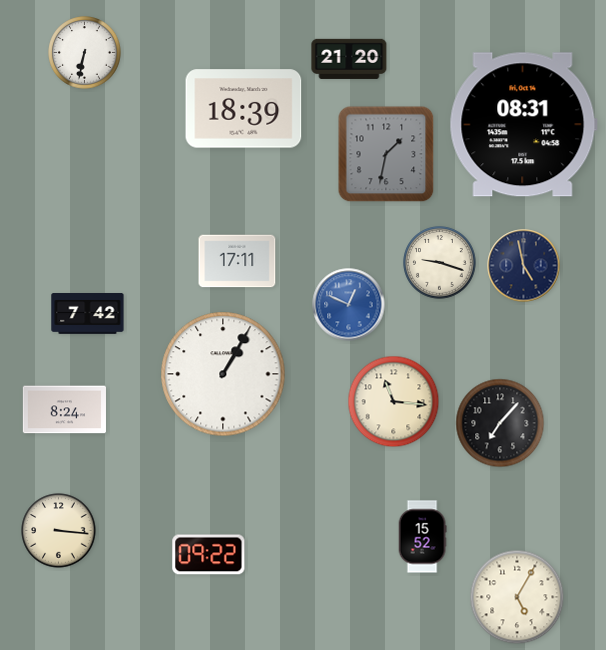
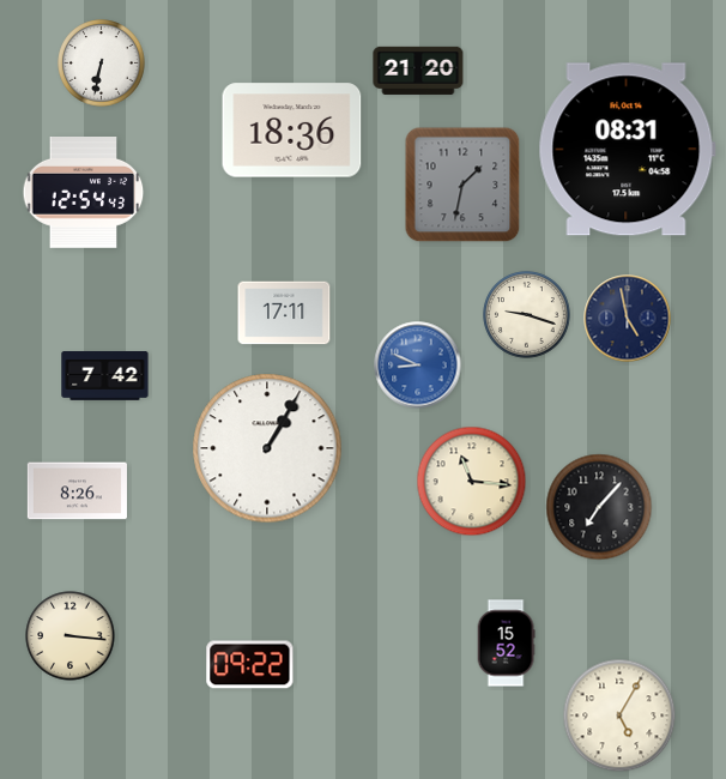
clock at (244, 109): 18:39 -> 18:36
clock at (84, 193): none -> 12:54
clock at (349, 305): 12:49 -> 8:49
clock at (64, 410): 8:24 -> 8:26
